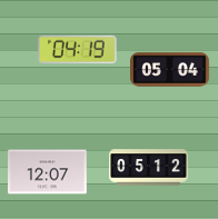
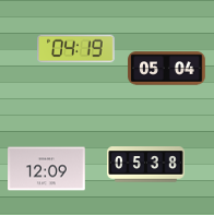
clock at (149, 168): 05:12 -> 05:38
clock at (48, 172): 12:07 -> 12:09
